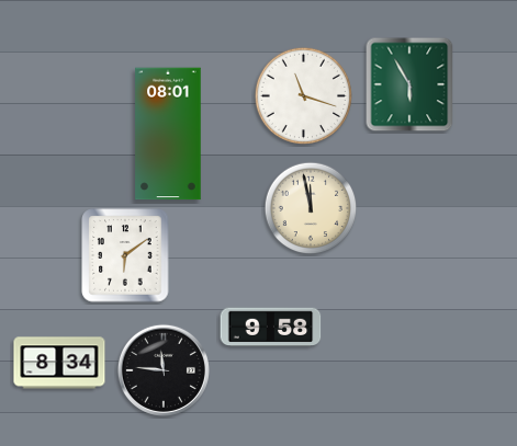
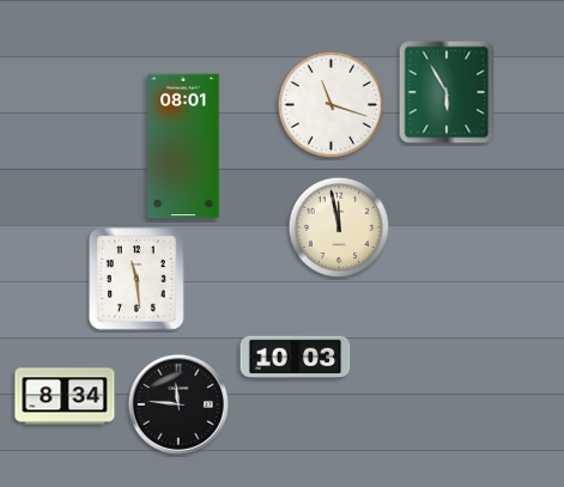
clock at (125, 255): 6:09 -> 11:29
clock at (271, 327): 9:58 -> 10:03
